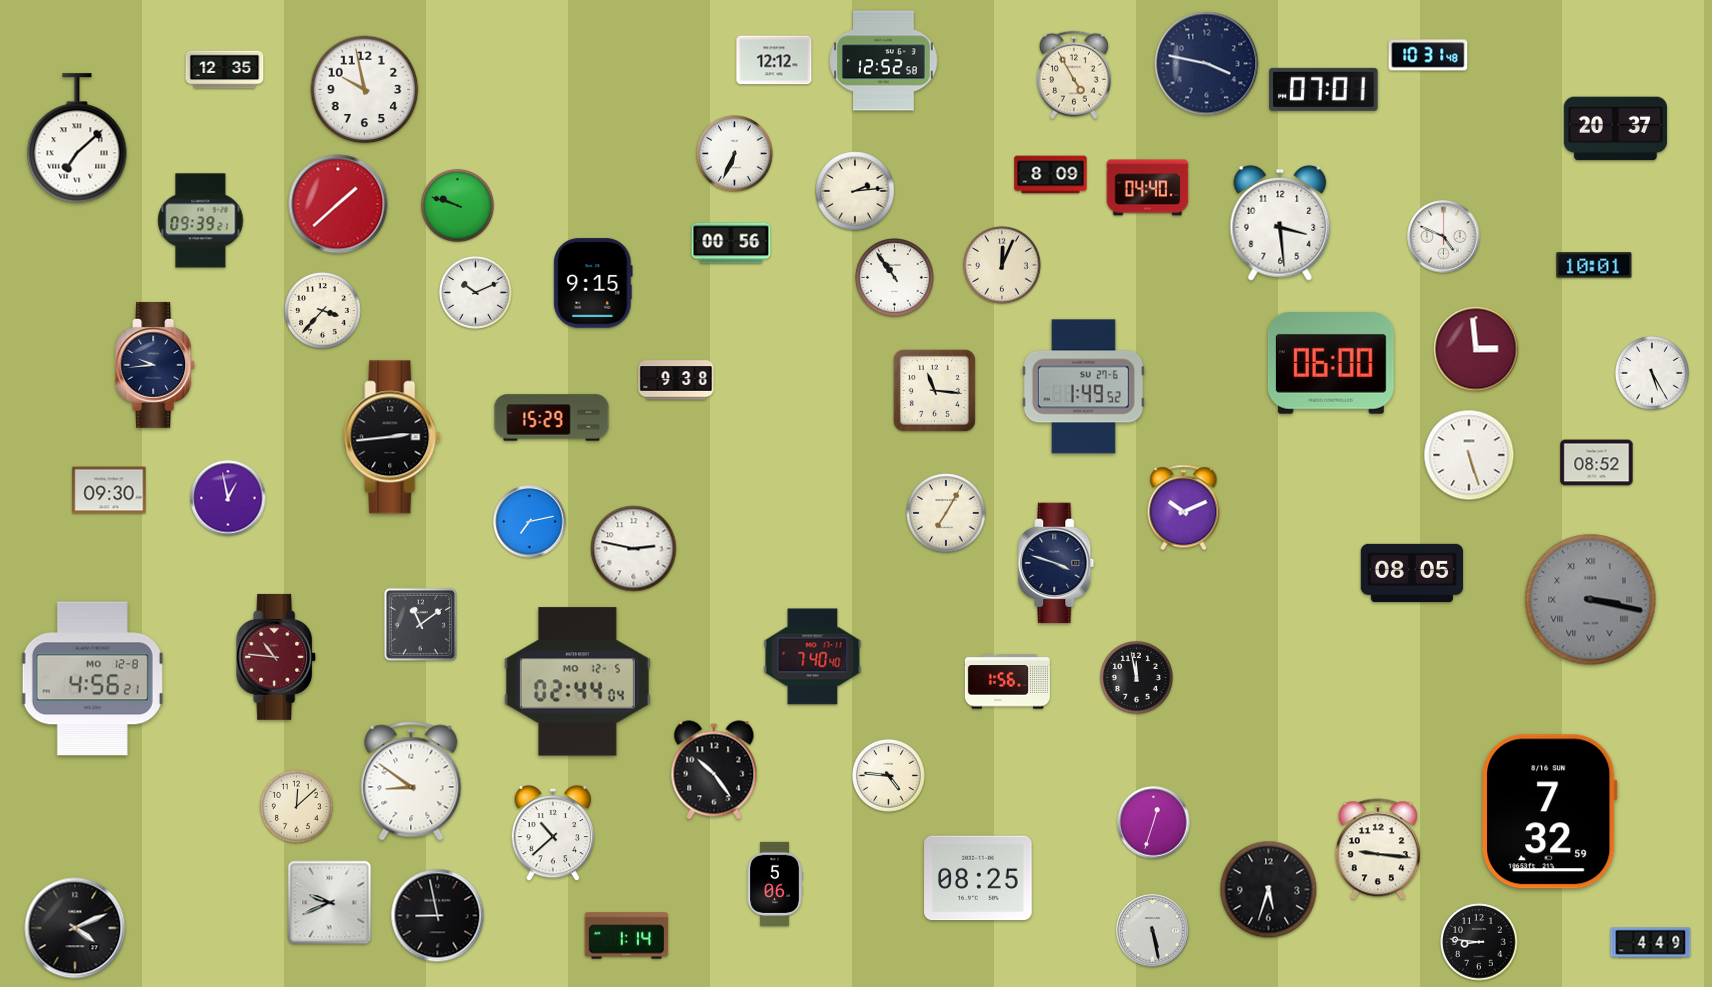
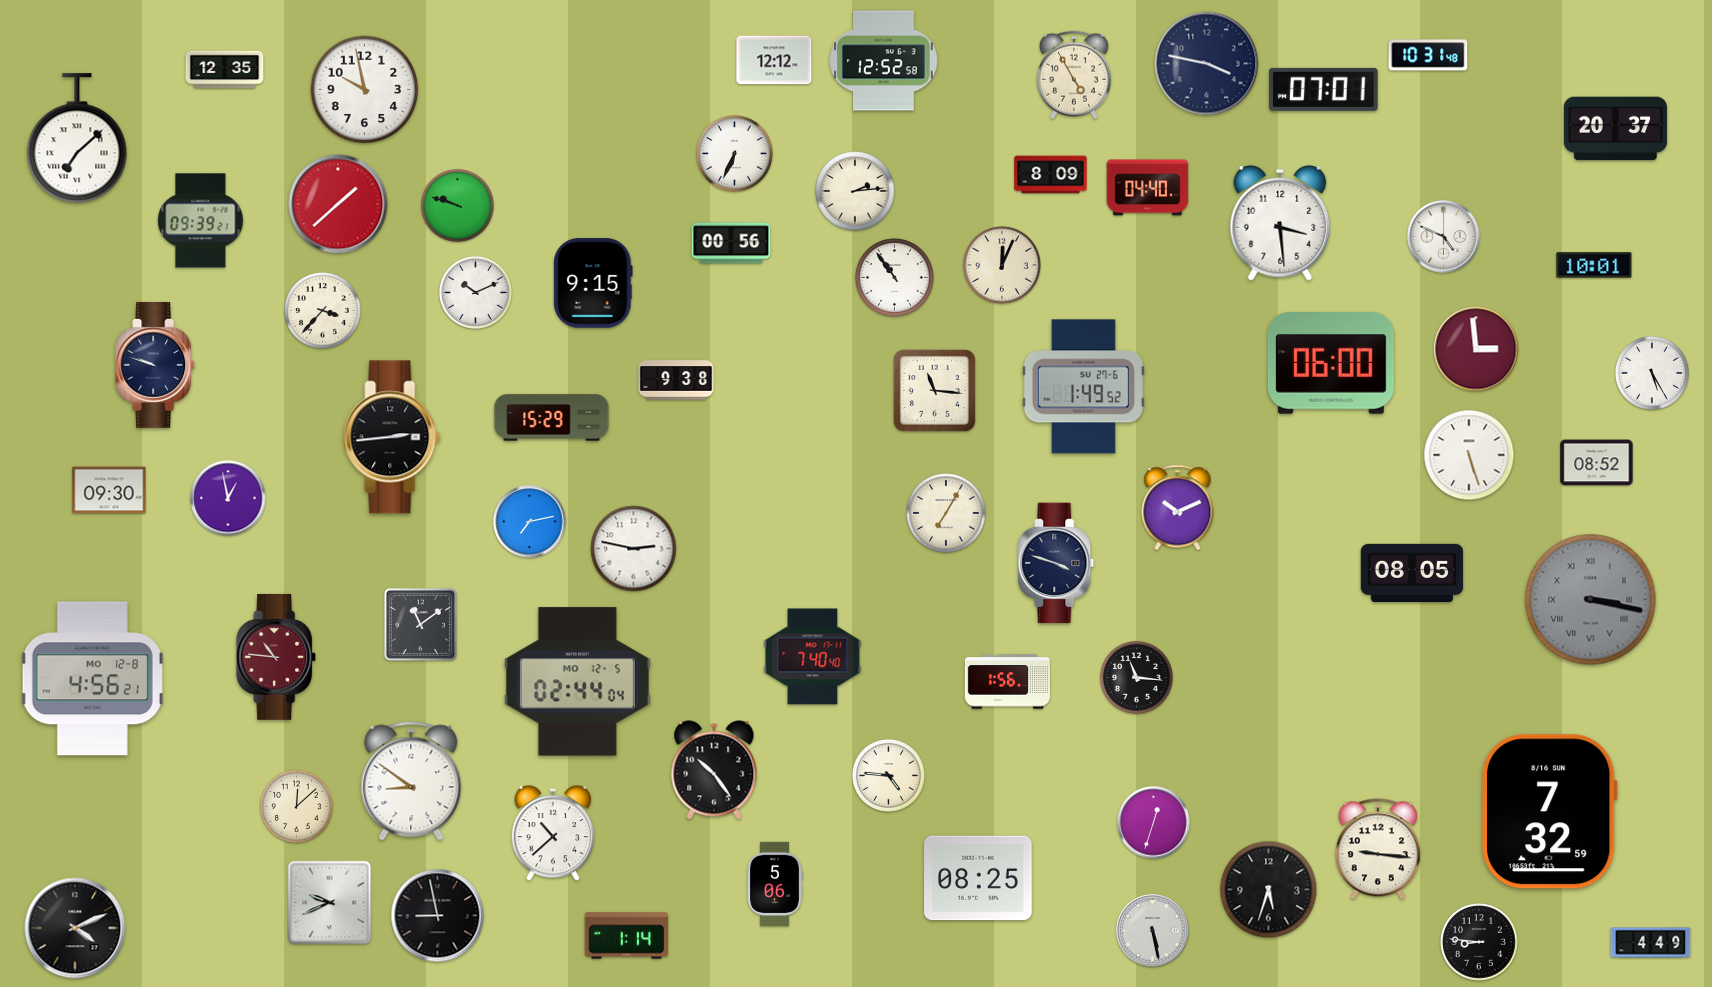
clock at (156, 365): 9:44 -> 9:48
clock at (1184, 508) position: (1184, 508) -> (1178, 508)
clock at (1136, 677): 11:58 -> 11:16
